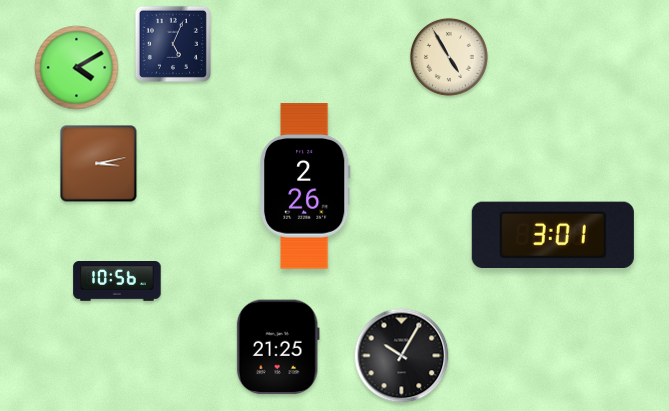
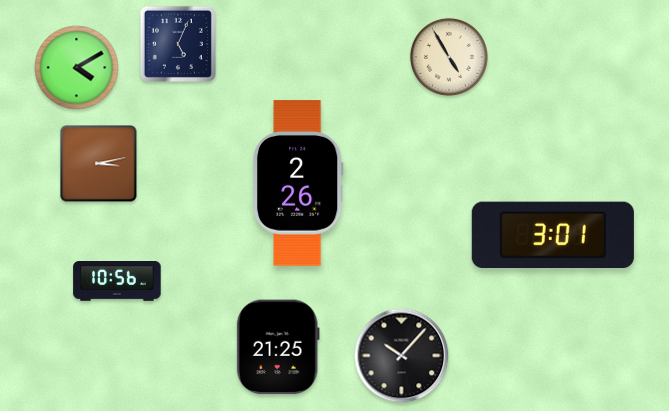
clock at (173, 44) position: (173, 44) -> (178, 44)
clock at (305, 186) position: (305, 186) -> (298, 183)
clock at (402, 356): 10:05 -> 10:07
